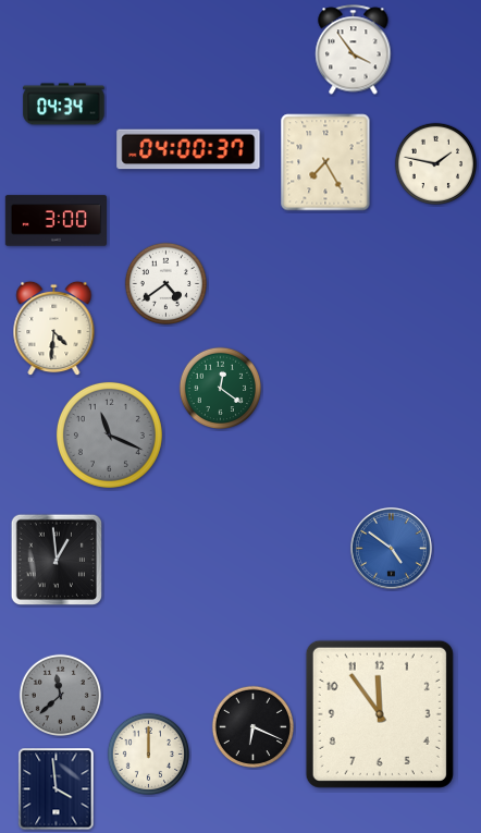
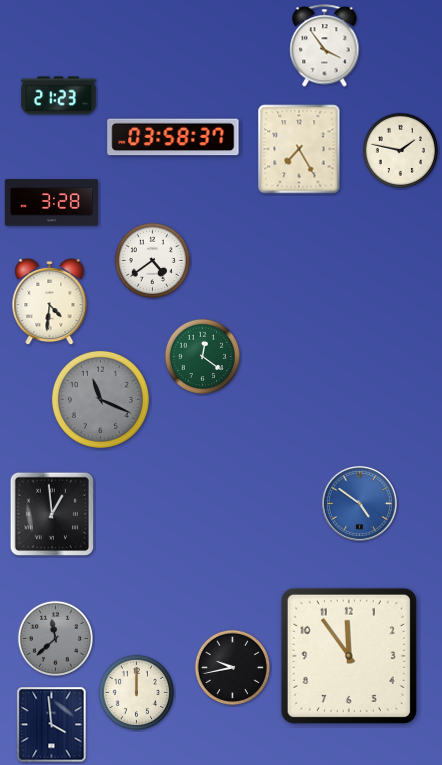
clock at (64, 105): 04:34 -> 21:23
clock at (188, 149): 04:00 -> 03:58
clock at (57, 221): 3:00 -> 3:28
clock at (252, 726): 6:19 -> 9:43
